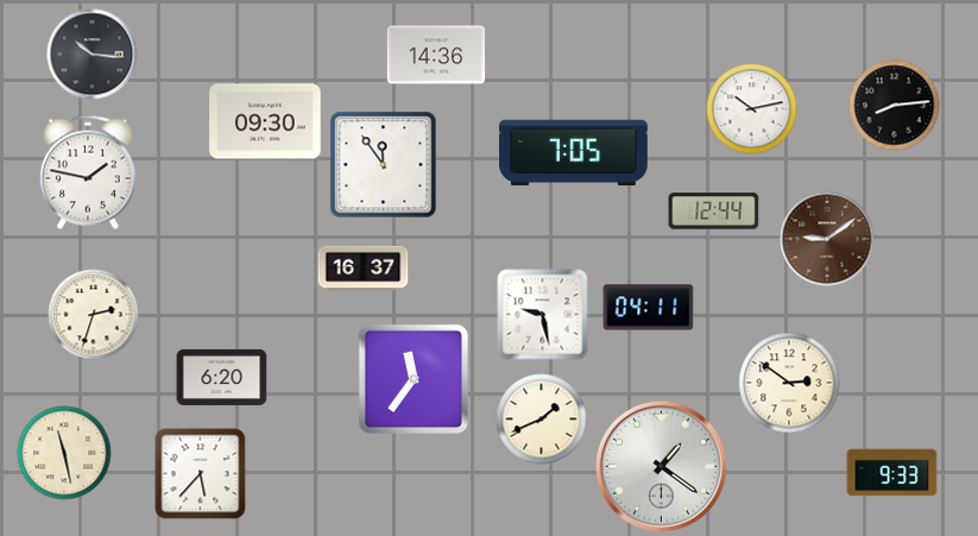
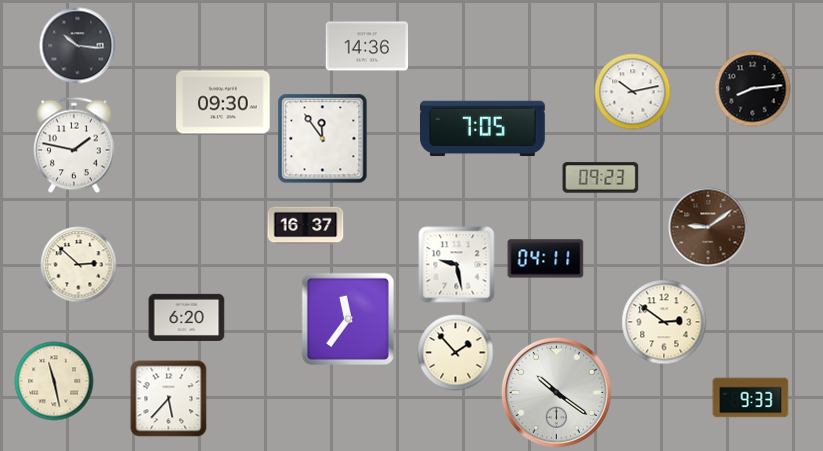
clock at (714, 212): 12:44 -> 09:23
clock at (827, 239) position: (827, 239) -> (708, 227)
clock at (94, 315): 2:33 -> 2:52
clock at (542, 420): 1:41 -> 1:53
clock at (661, 466): 1:21 -> 10:21
